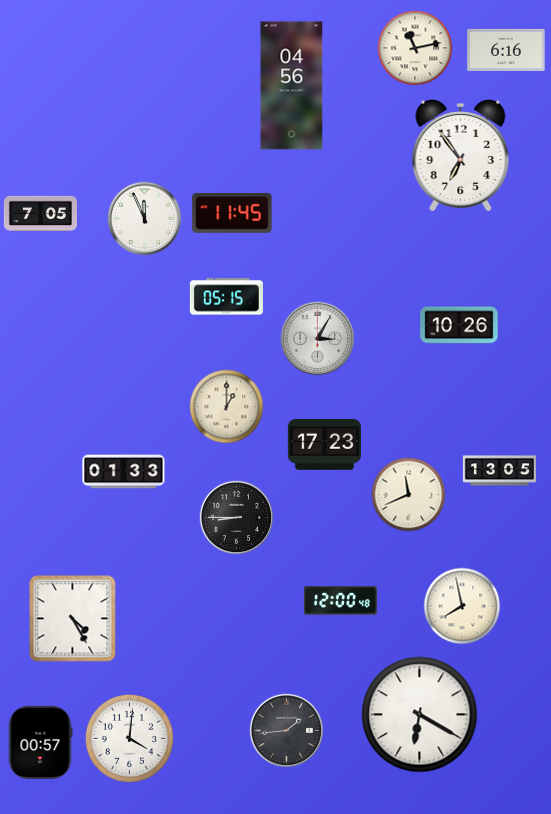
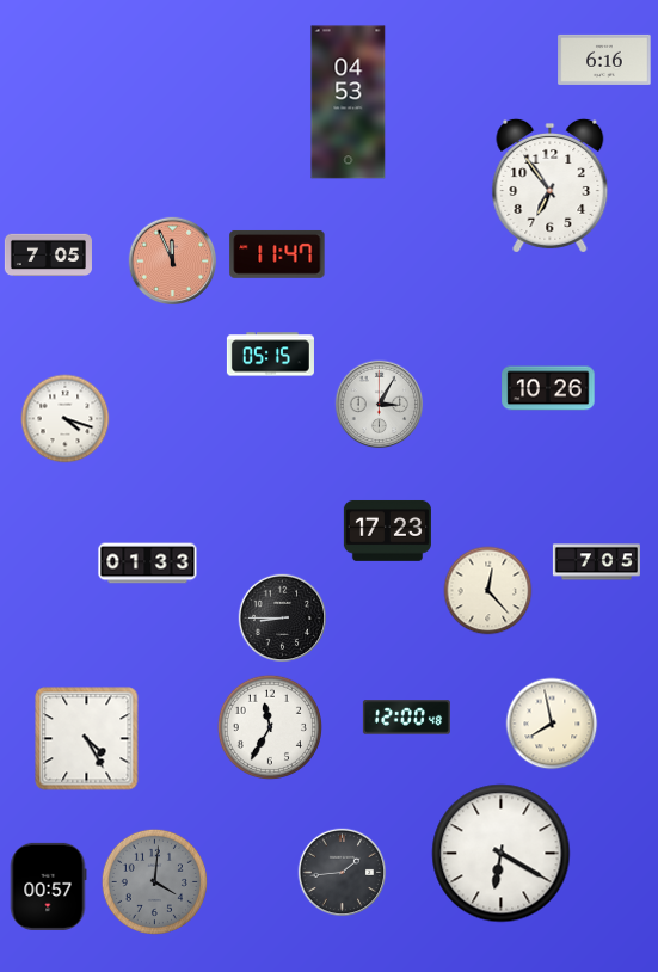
clock at (415, 48): 11:13 -> none
clock at (292, 86): 04:56 -> 04:53
clock at (232, 213): 11:45 -> 11:47
clock at (145, 219) dial: white -> salmon
clock at (66, 419): none -> 4:18
clock at (227, 407): 1:00 -> none
clock at (499, 471): 13:05 -> 7:05
clock at (409, 495): 11:41 -> 12:23
clock at (270, 727): none -> 11:35
clock at (129, 738) dial: white -> grey
